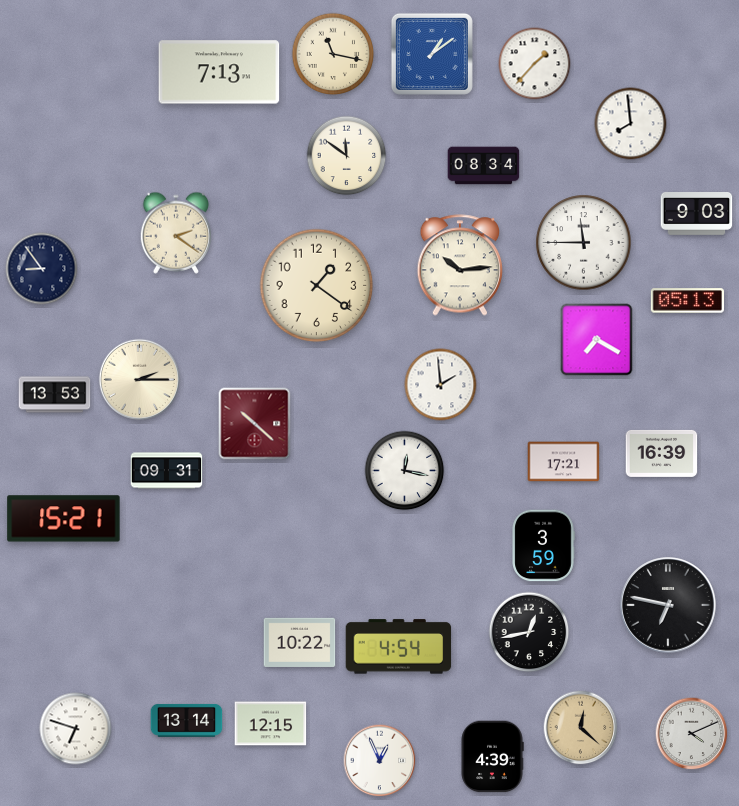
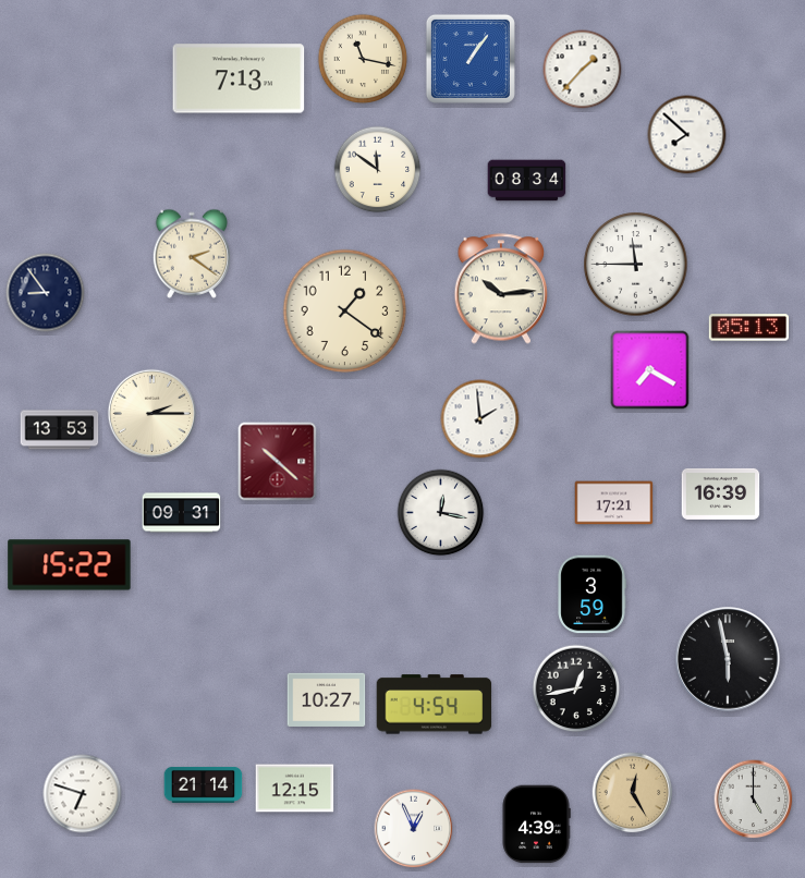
clock at (432, 54): 1:09 -> 1:06
clock at (631, 124): 7:59 -> 7:52
clock at (697, 214): 9:03 -> none
clock at (64, 519): 15:21 -> 15:22
clock at (668, 605): 6:47 -> 5:58
clock at (300, 642): 10:22 -> 10:27
clock at (187, 720): 13:14 -> 21:14
clock at (581, 728): 12:22 -> 12:25
clock at (692, 734): 4:11 -> 5:00
